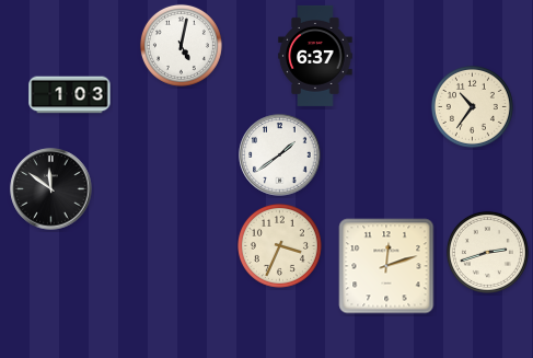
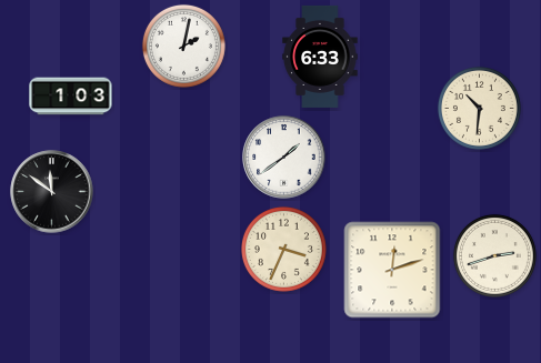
clock at (181, 45): 5:02 -> 2:02
clock at (315, 56): 6:37 -> 6:33
clock at (472, 106): 10:36 -> 10:31
